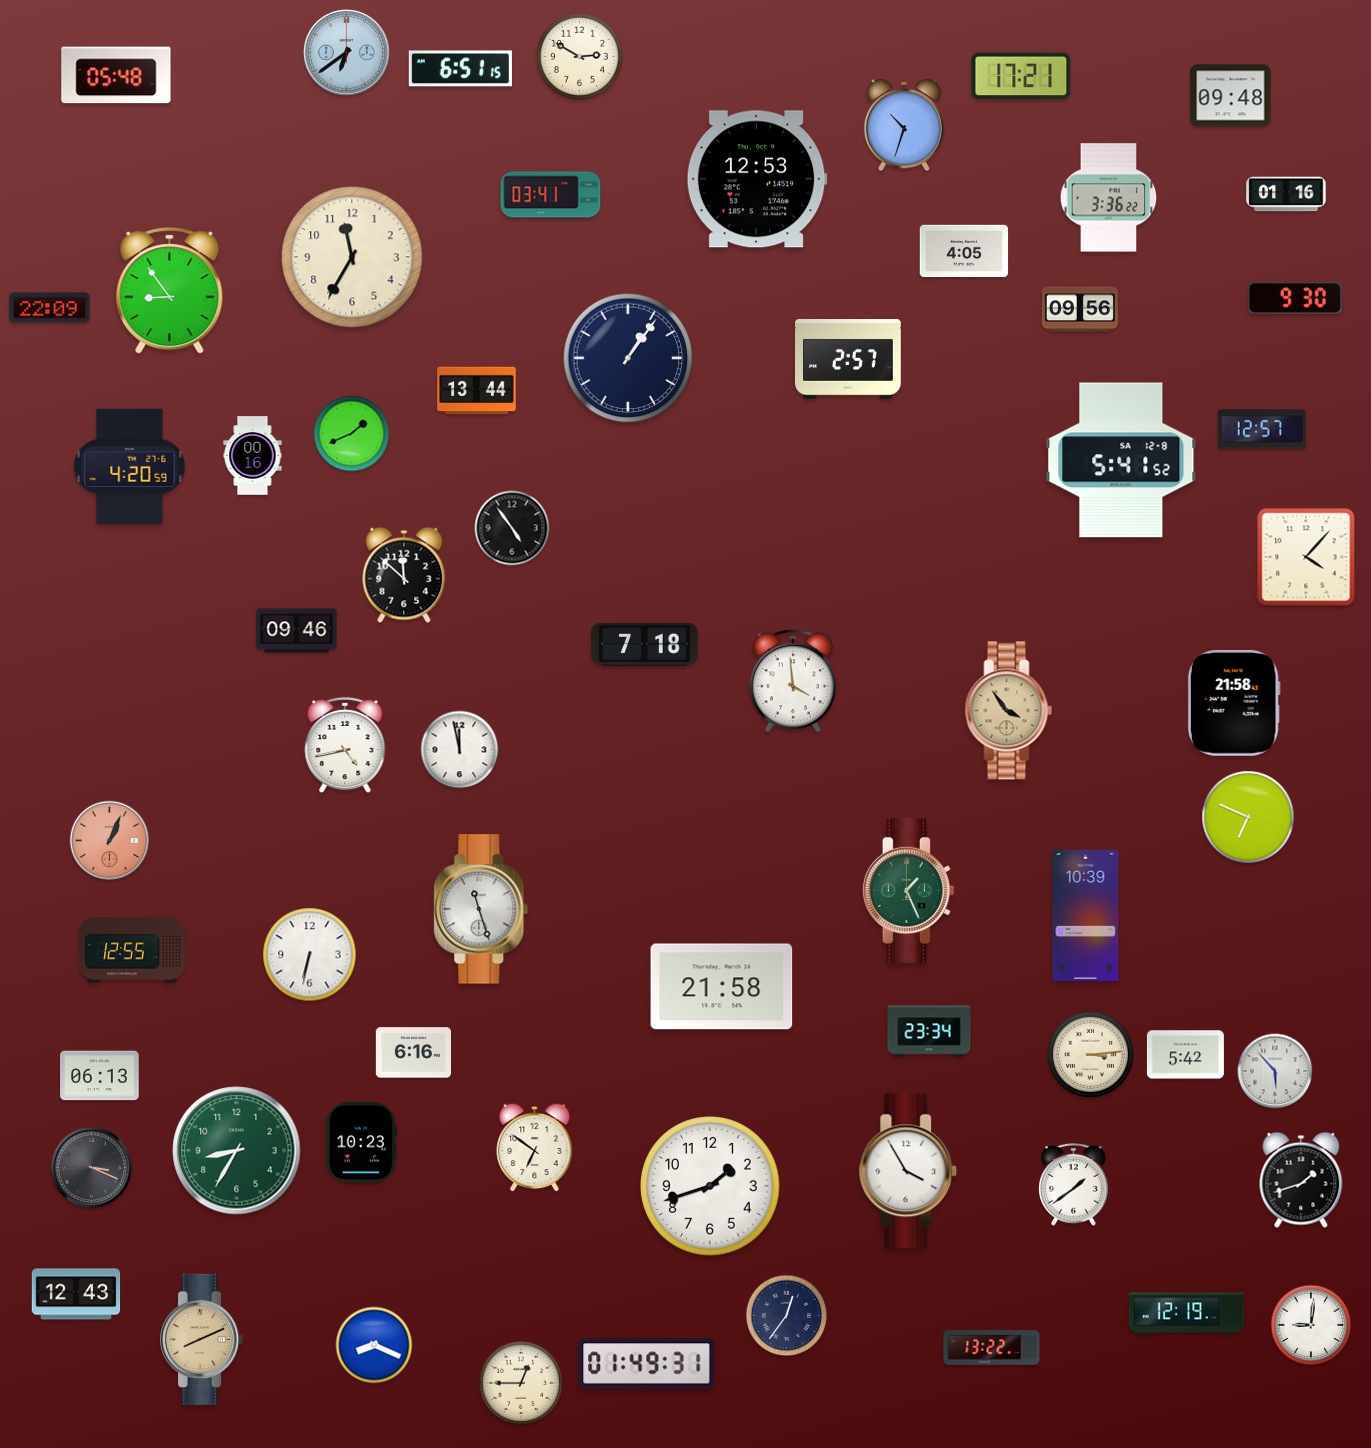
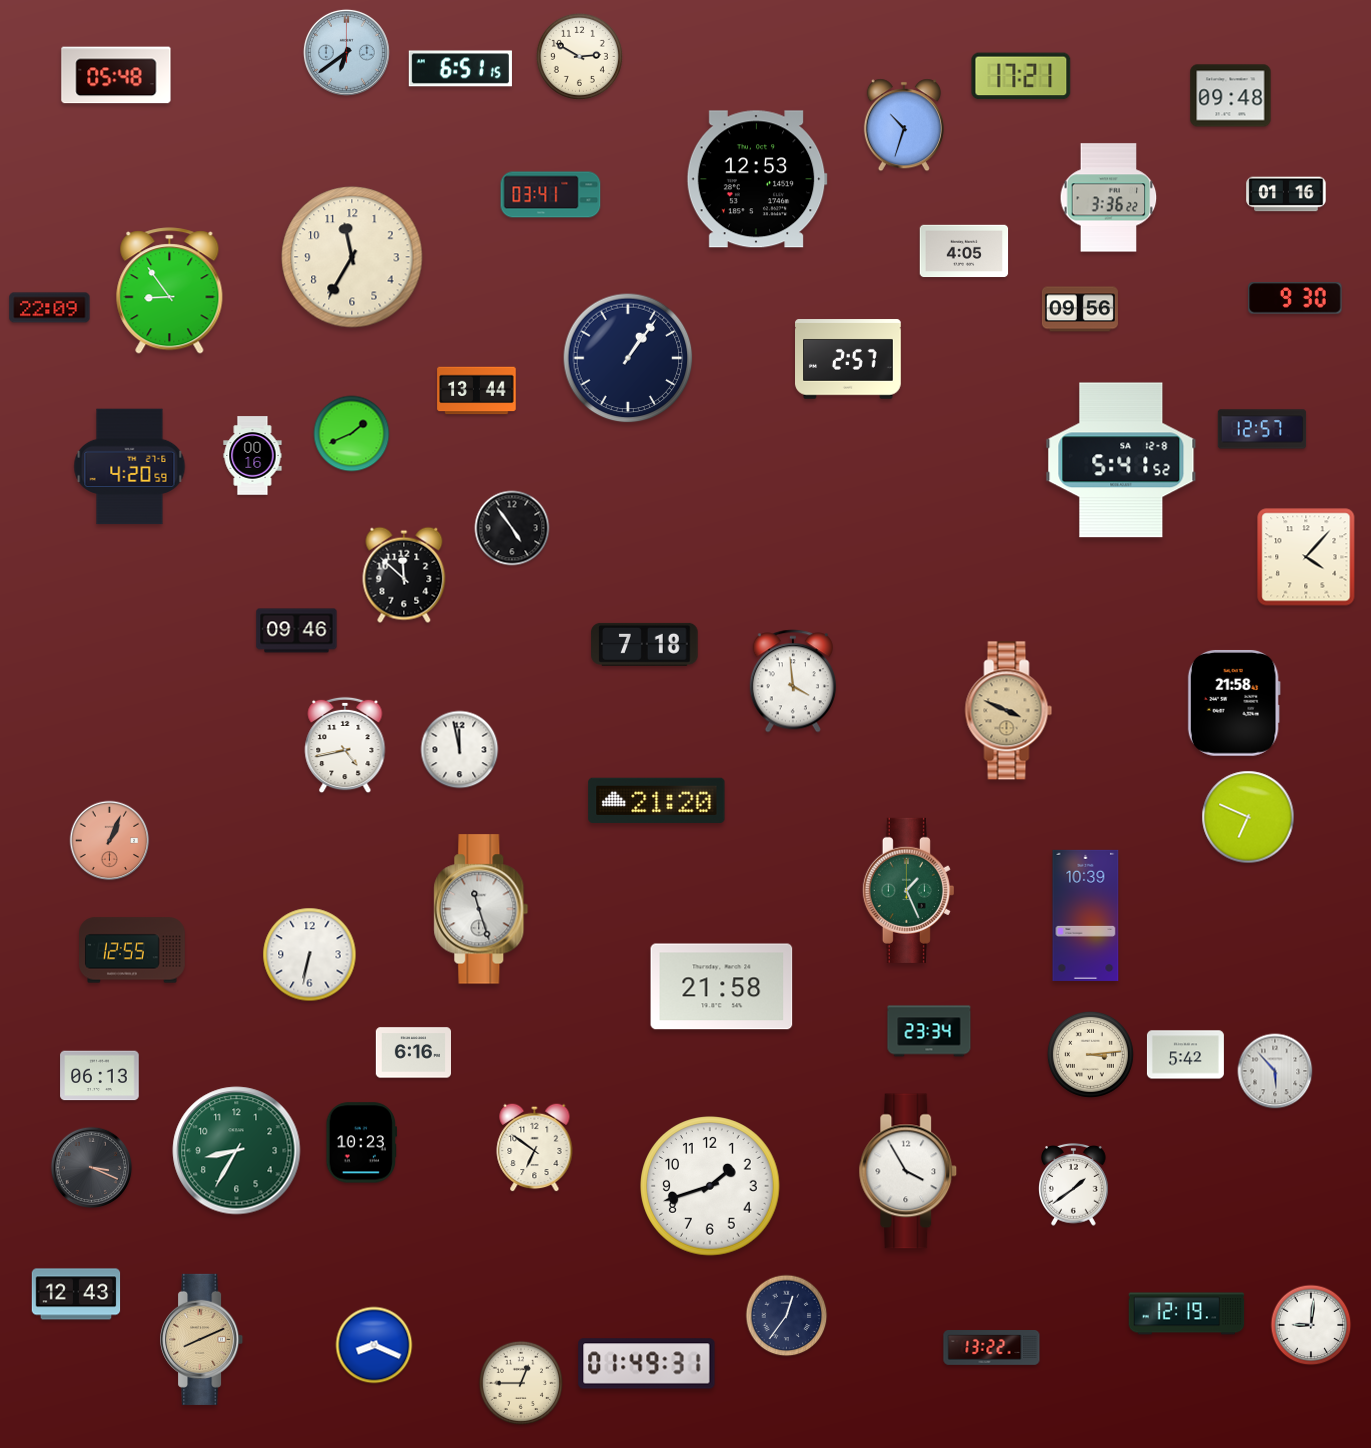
clock at (1009, 711): 3:54 -> 3:49
clock at (657, 800): none -> 21:20
clock at (1301, 1180): 1:42 -> none
